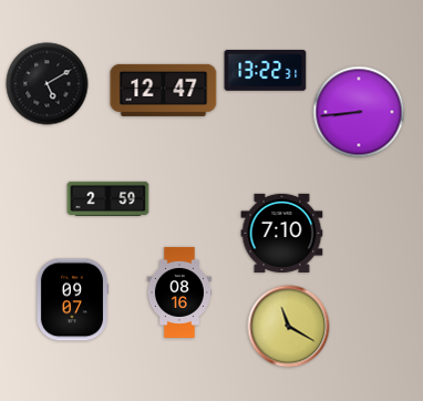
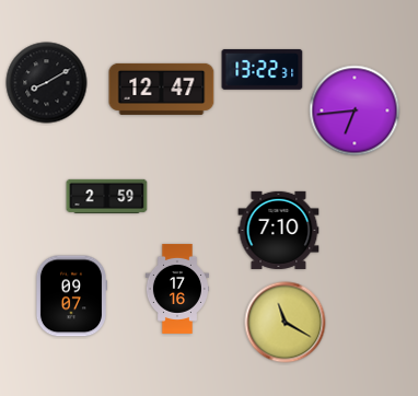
clock at (48, 84): 5:10 -> 8:10
clock at (359, 112): 8:44 -> 6:44
clock at (178, 292): 08:16 -> 17:16
